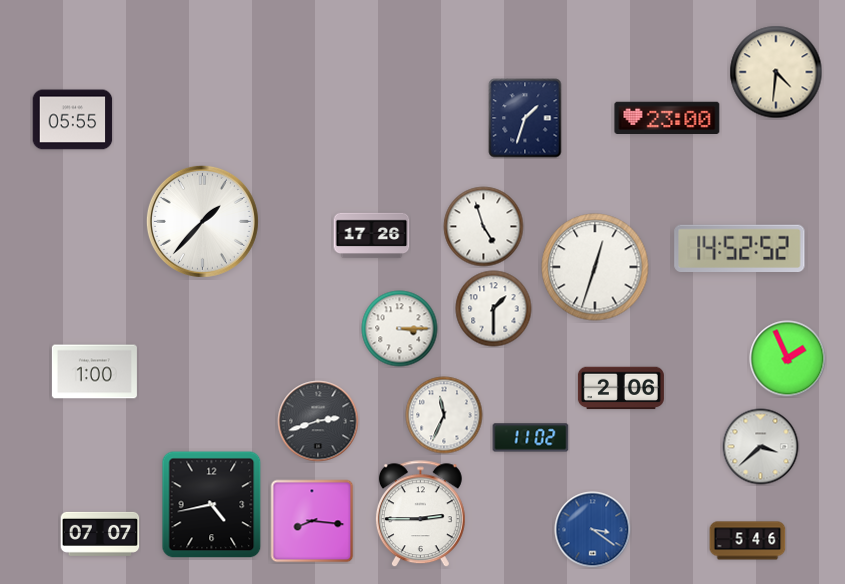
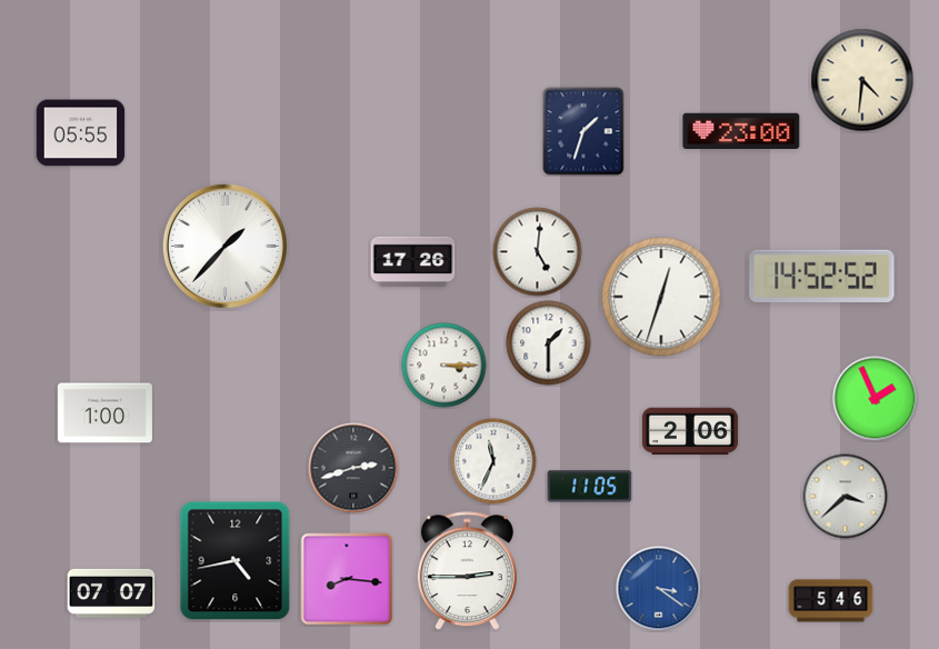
clock at (484, 227): 4:57 -> 5:01
clock at (531, 438): 11:02 -> 11:05
